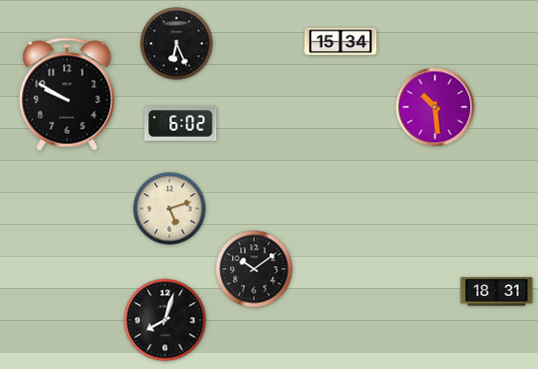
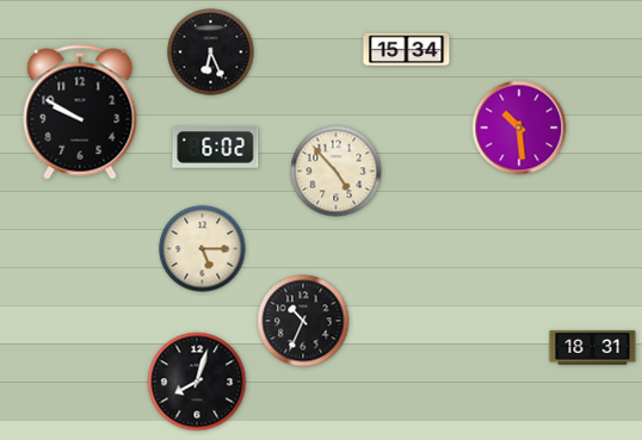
clock at (337, 172): none -> 4:53
clock at (170, 209): 5:12 -> 5:15
clock at (254, 269): 10:09 -> 10:34
